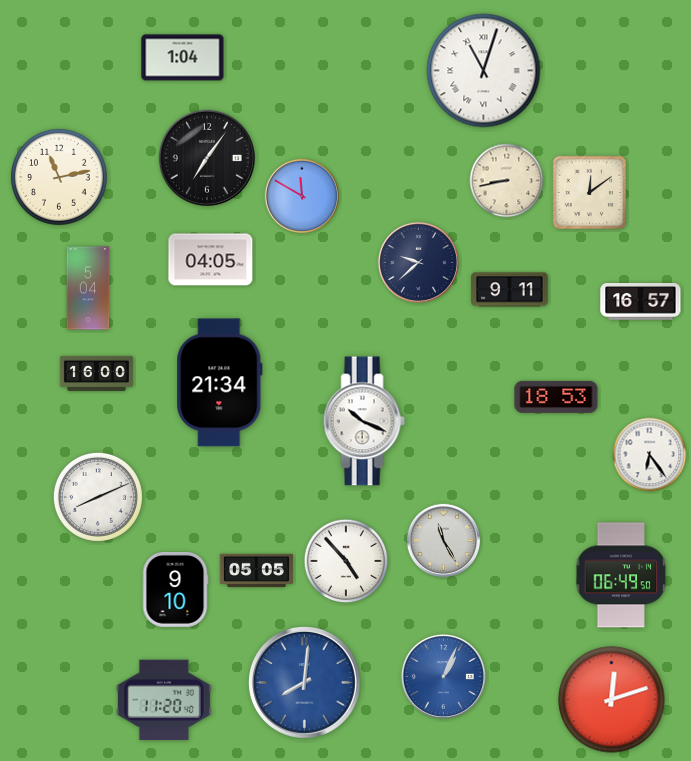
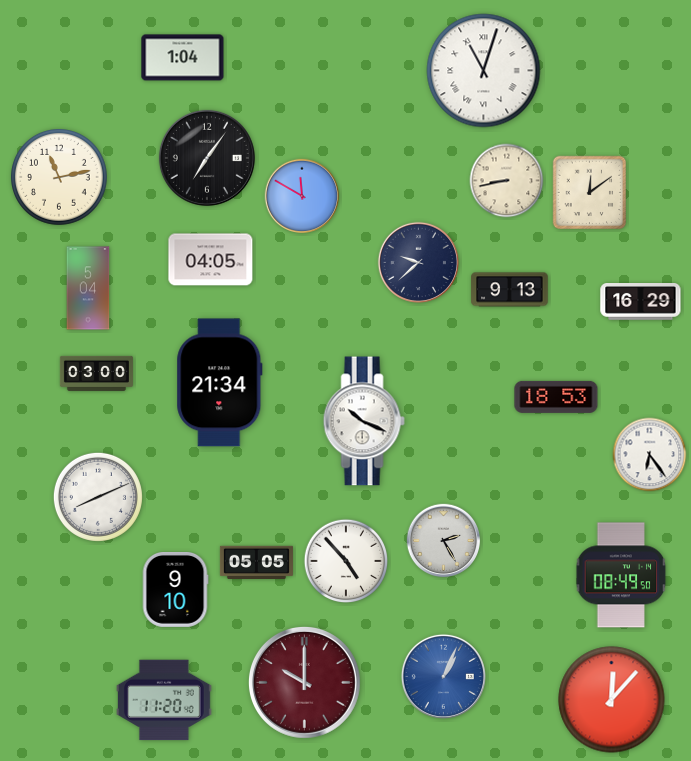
clock at (510, 290): 9:11 -> 9:13
clock at (641, 302): 16:57 -> 16:29
clock at (96, 373): 16:00 -> 03:00
clock at (444, 541): 11:25 -> 2:25
clock at (256, 571) position: (256, 571) -> (256, 563)
clock at (621, 575): 06:49 -> 08:49
clock at (304, 682): 8:01 -> 10:00
clock at (304, 682) dial: blue -> burgundy
clock at (612, 700): 12:12 -> 12:07
